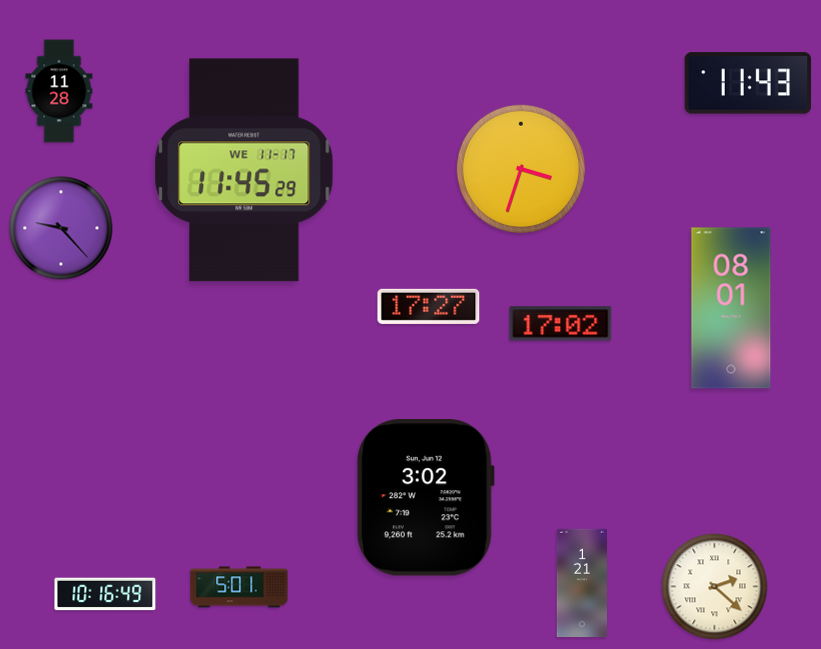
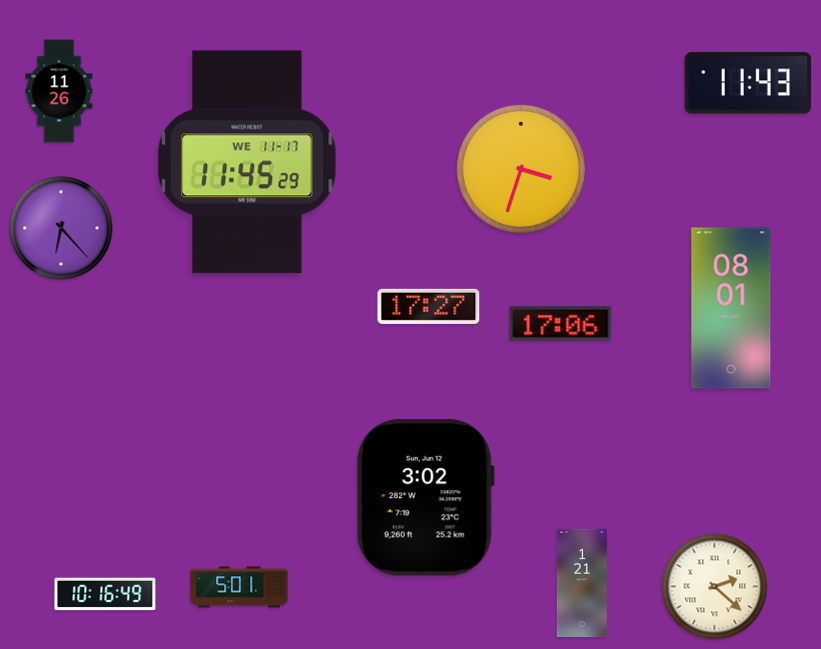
clock at (59, 91): 11:28 -> 11:26
clock at (244, 170) position: (244, 170) -> (247, 162)
clock at (61, 228): 9:23 -> 6:23
clock at (561, 324): 17:02 -> 17:06
